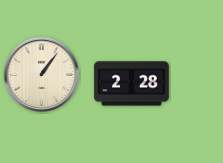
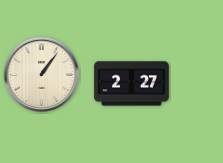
clock at (132, 84): 2:28 -> 2:27
